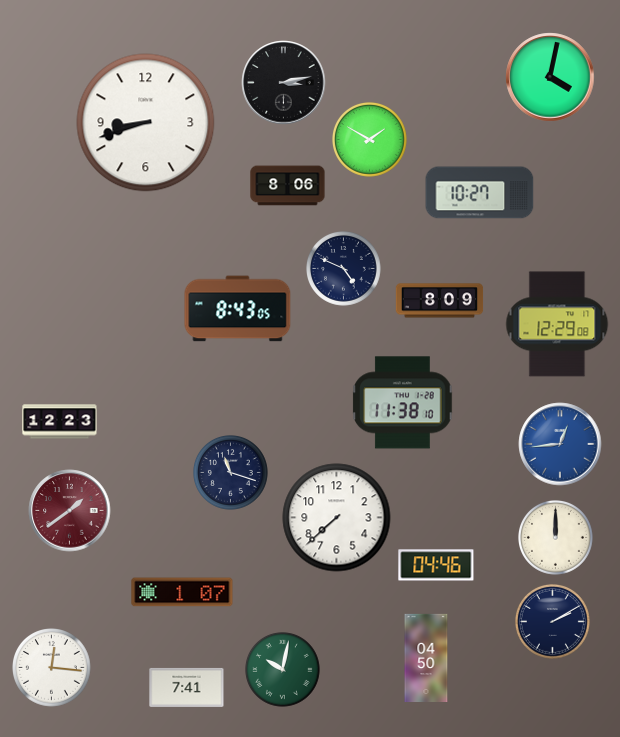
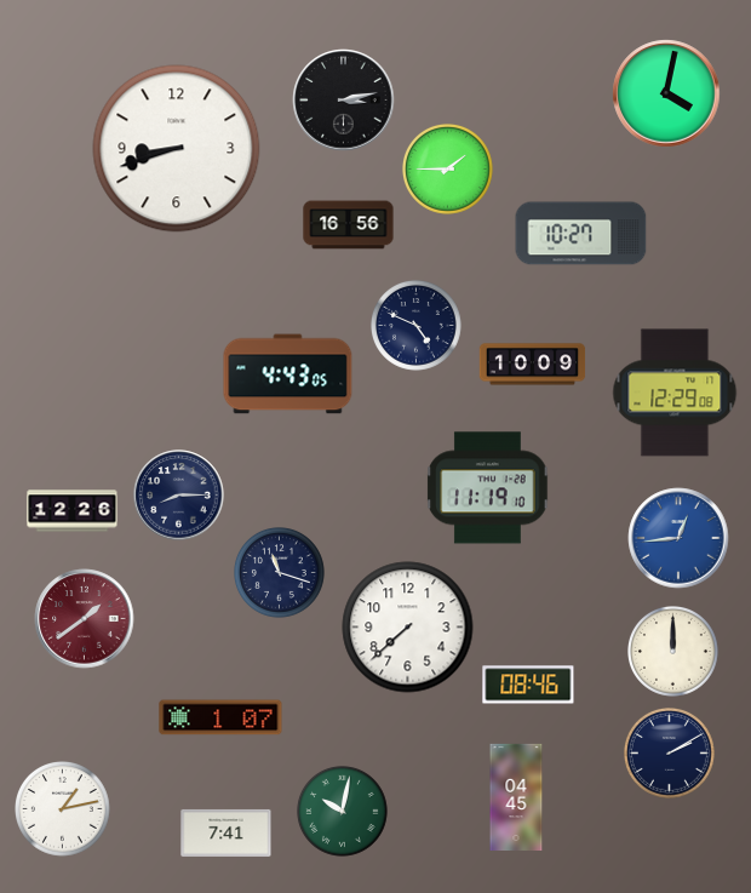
clock at (370, 140): 1:50 -> 1:45
clock at (288, 186): 8:06 -> 16:56
clock at (440, 301): 8:09 -> 10:09
clock at (238, 309): 8:43 -> 4:43
clock at (403, 403): 11:38 -> 11:19
clock at (179, 496): none -> 8:15
clock at (60, 422): 12:23 -> 12:26
clock at (436, 565): 04:46 -> 08:46
clock at (426, 657): 04:50 -> 04:45
clock at (52, 668): 12:16 -> 1:13
